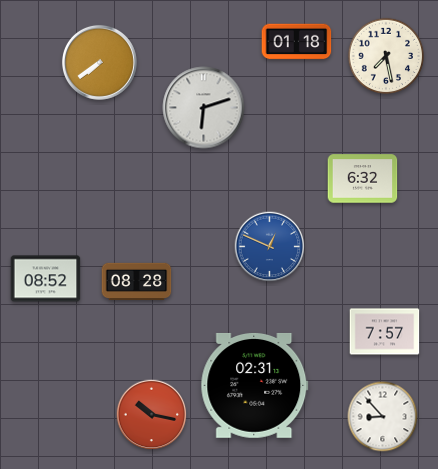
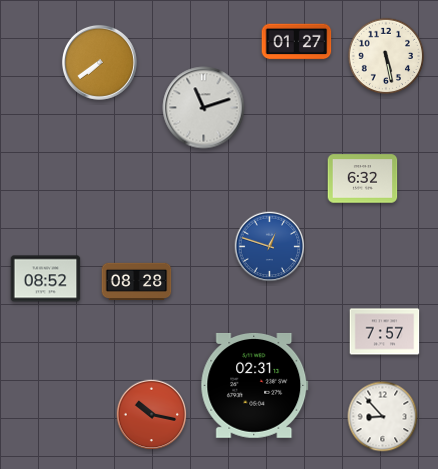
clock at (297, 42): 01:18 -> 01:27
clock at (385, 55): 7:28 -> 5:28
clock at (204, 108): 6:12 -> 11:12
clock at (270, 247): 12:49 -> 12:48
